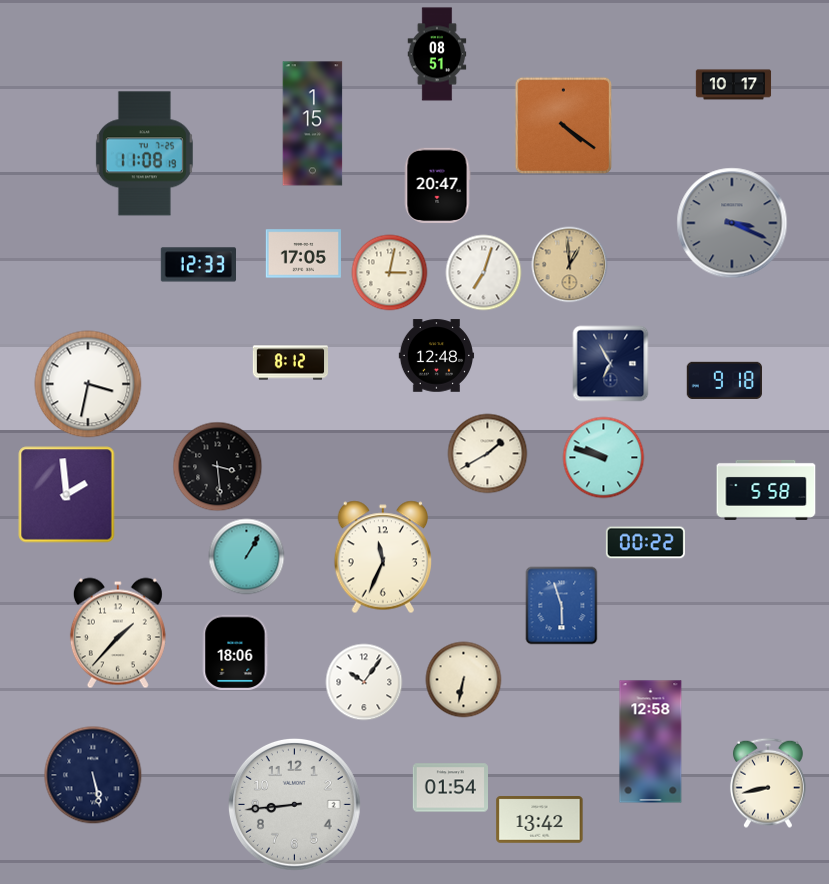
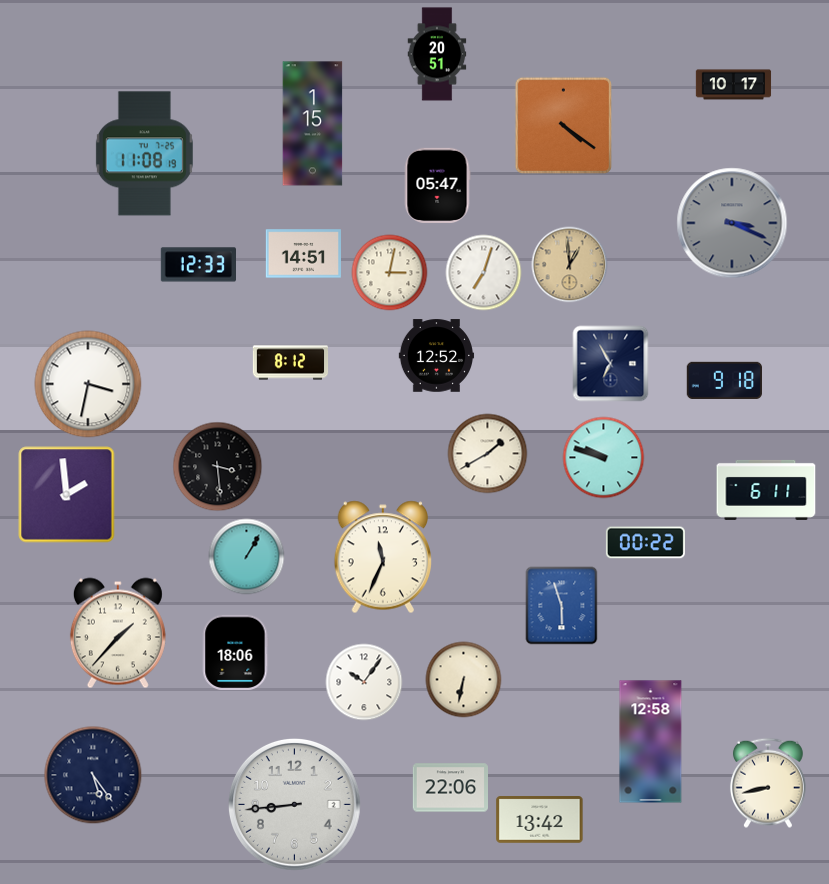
clock at (437, 54): 08:51 -> 20:51
clock at (437, 185): 20:47 -> 05:47
clock at (303, 254): 17:05 -> 14:51
clock at (437, 356): 12:48 -> 12:52
clock at (766, 490): 5:58 -> 6:11
clock at (93, 775): 5:28 -> 5:24
clock at (450, 788): 01:54 -> 22:06
